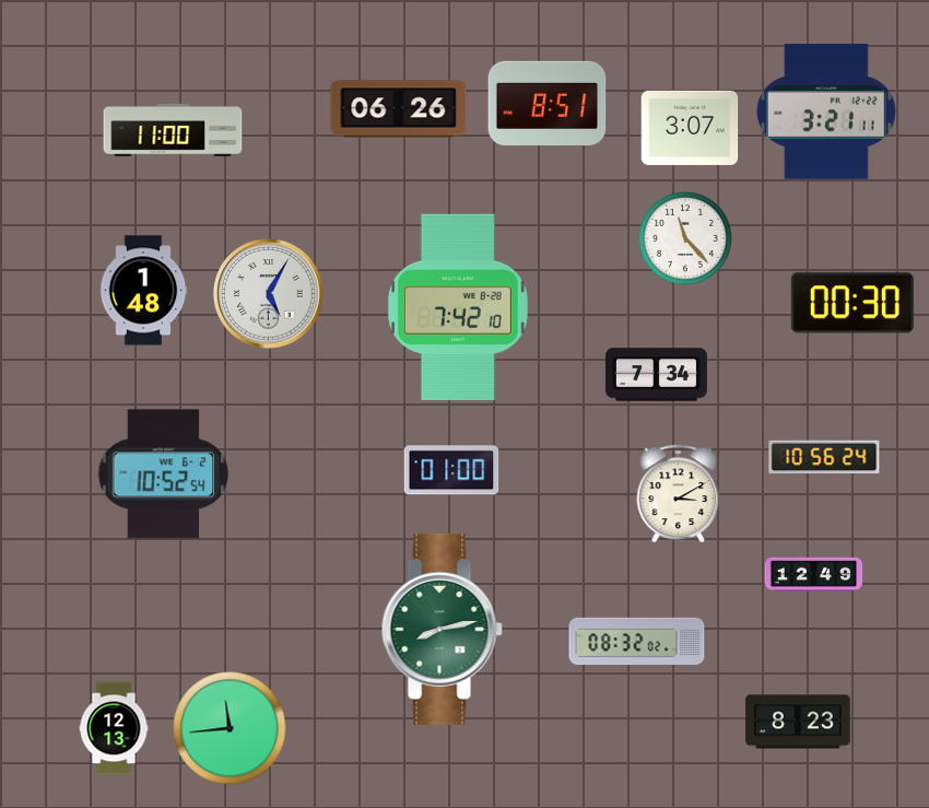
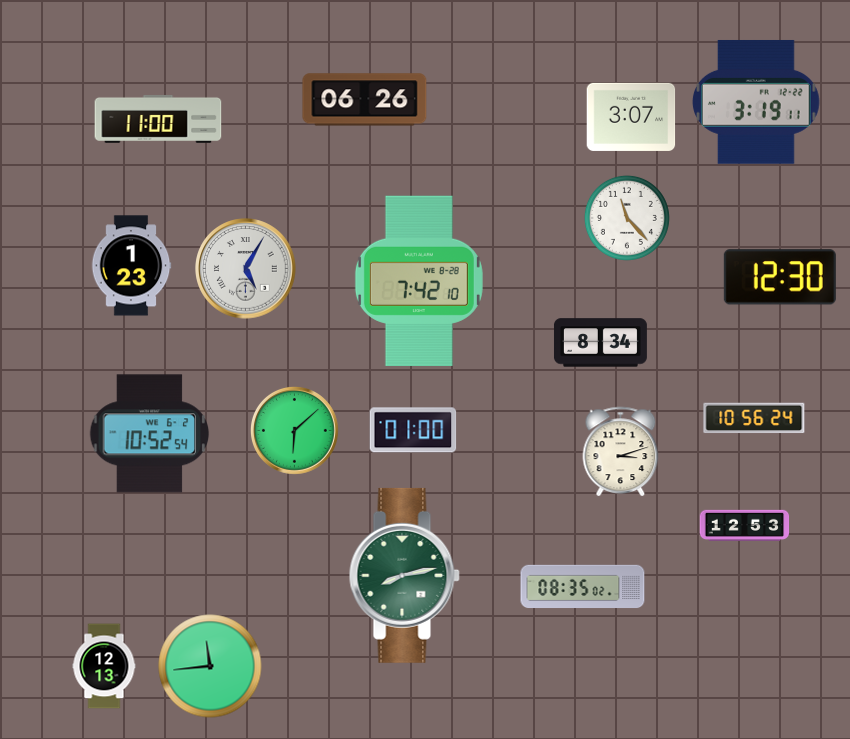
clock at (548, 104): 8:51 -> none
clock at (826, 112): 3:21 -> 3:19
clock at (143, 291): 1:48 -> 1:23
clock at (852, 303): 00:30 -> 12:30
clock at (656, 375): 7:34 -> 8:34
clock at (295, 431): none -> 6:08
clock at (679, 494): 3:10 -> 3:12
clock at (814, 574): 12:49 -> 12:53
clock at (637, 642): 08:32 -> 08:35
clock at (798, 722): 8:23 -> none
